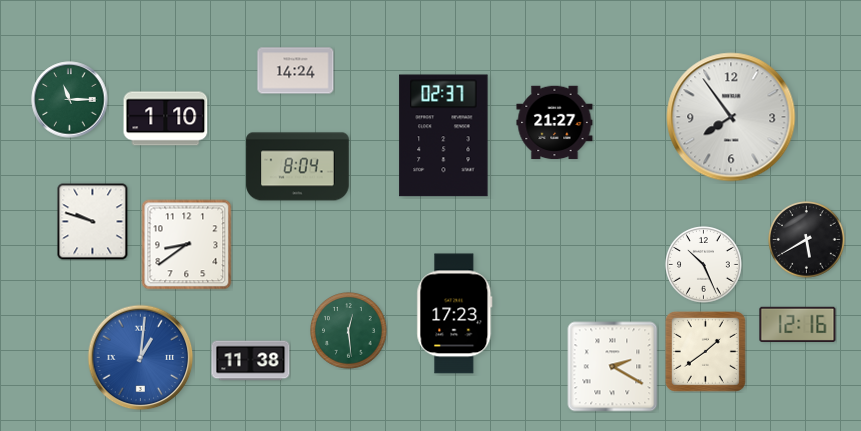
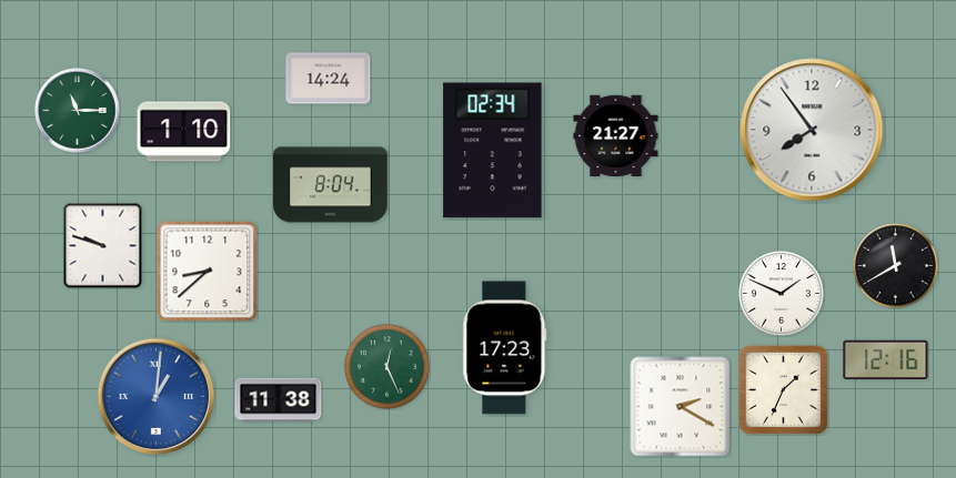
clock at (444, 136): 02:37 -> 02:34
clock at (807, 240): 5:40 -> 11:40
clock at (187, 245): 8:39 -> 8:38
clock at (704, 265): 10:26 -> 1:49
clock at (349, 331): 12:29 -> 12:26
clock at (705, 351): 1:39 -> 1:34
